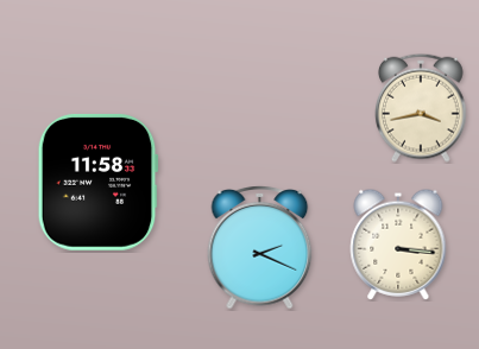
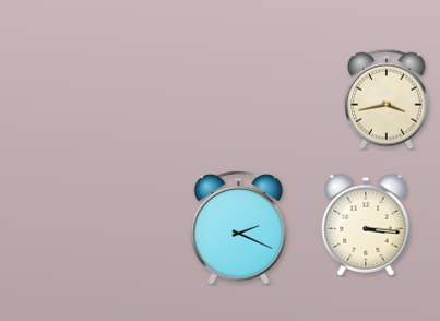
clock at (97, 182): 11:58 -> none
